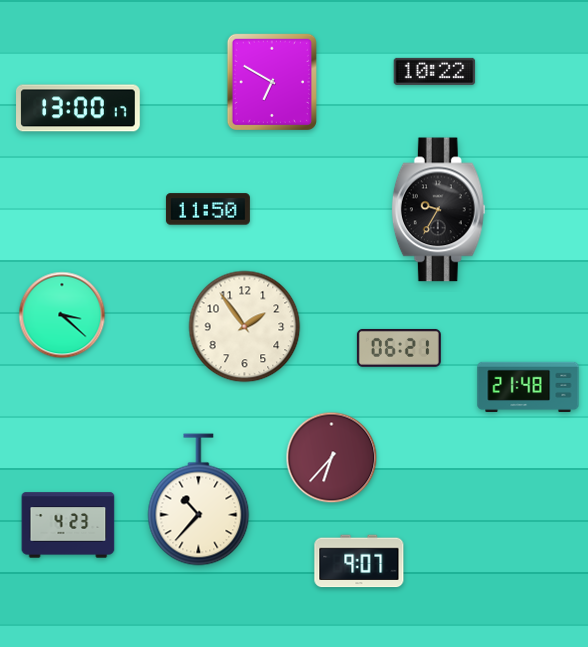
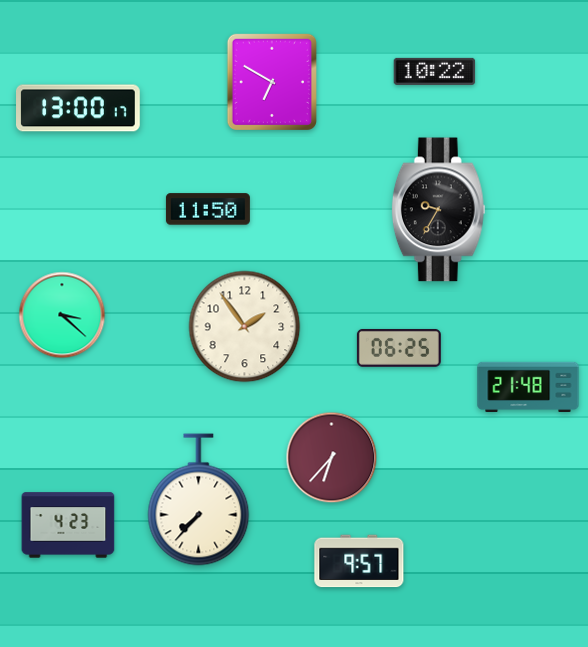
clock at (399, 348): 06:21 -> 06:25
clock at (199, 500): 10:37 -> 7:37
clock at (359, 561): 9:07 -> 9:57
